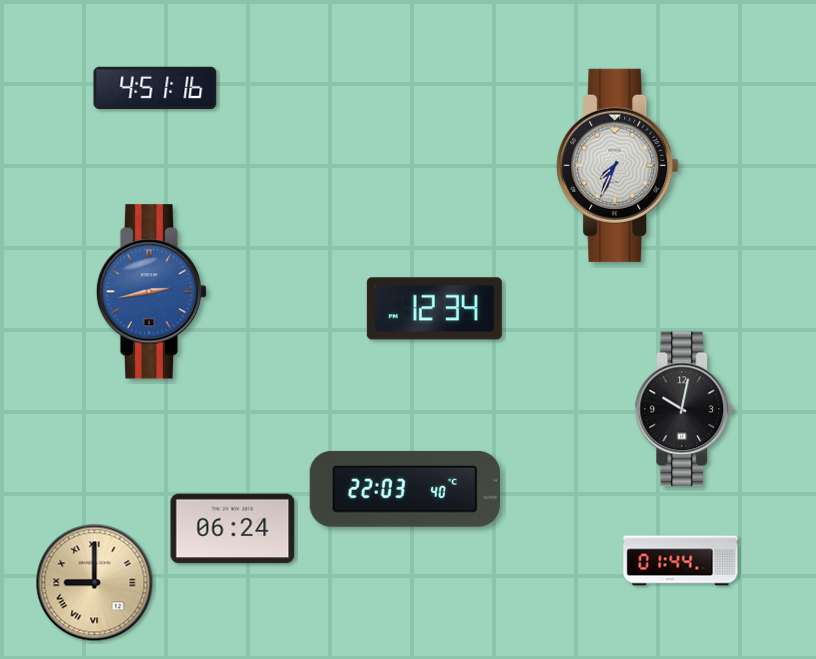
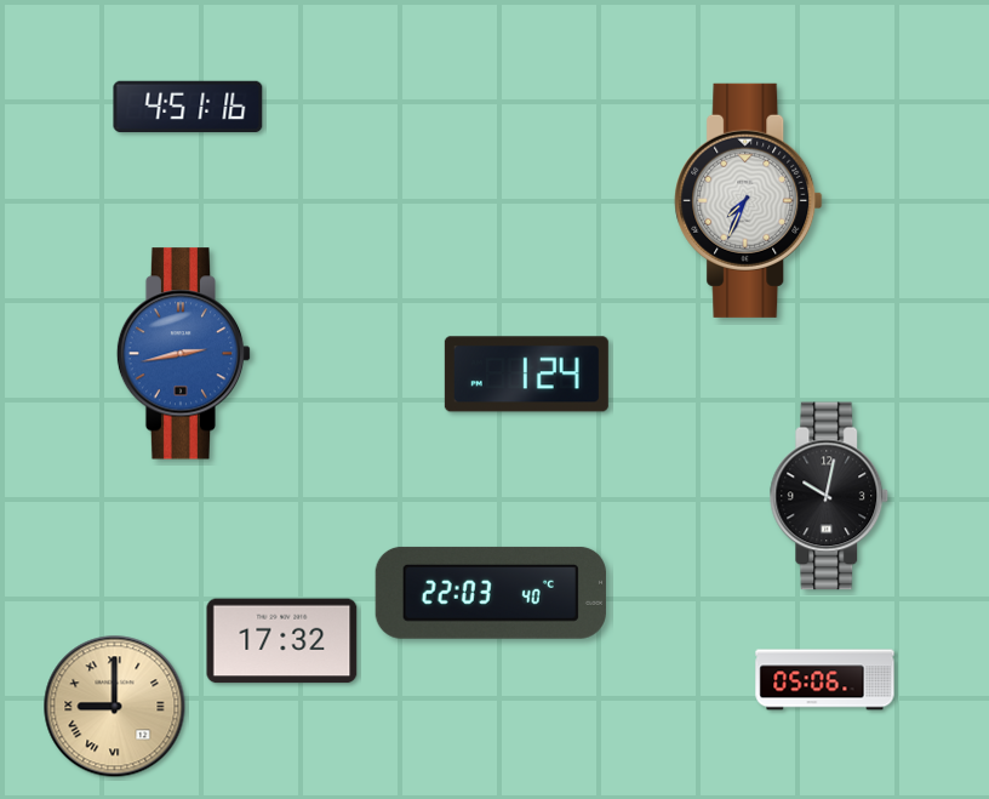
clock at (434, 309): 12:34 -> 1:24
clock at (233, 529): 06:24 -> 17:32
clock at (681, 561): 01:44 -> 05:06
